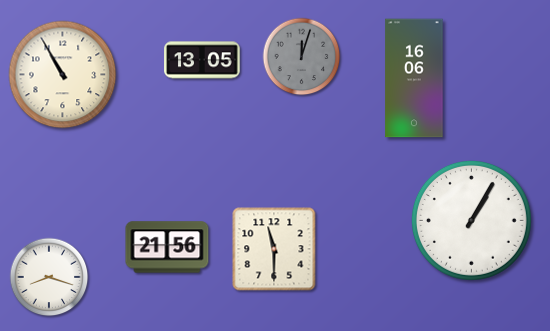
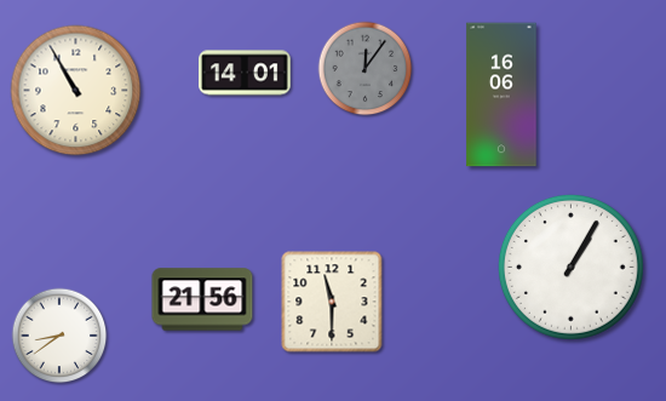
clock at (302, 57): 12:03 -> 12:06
clock at (202, 60): 13:05 -> 14:01
clock at (49, 277): 8:18 -> 8:39
